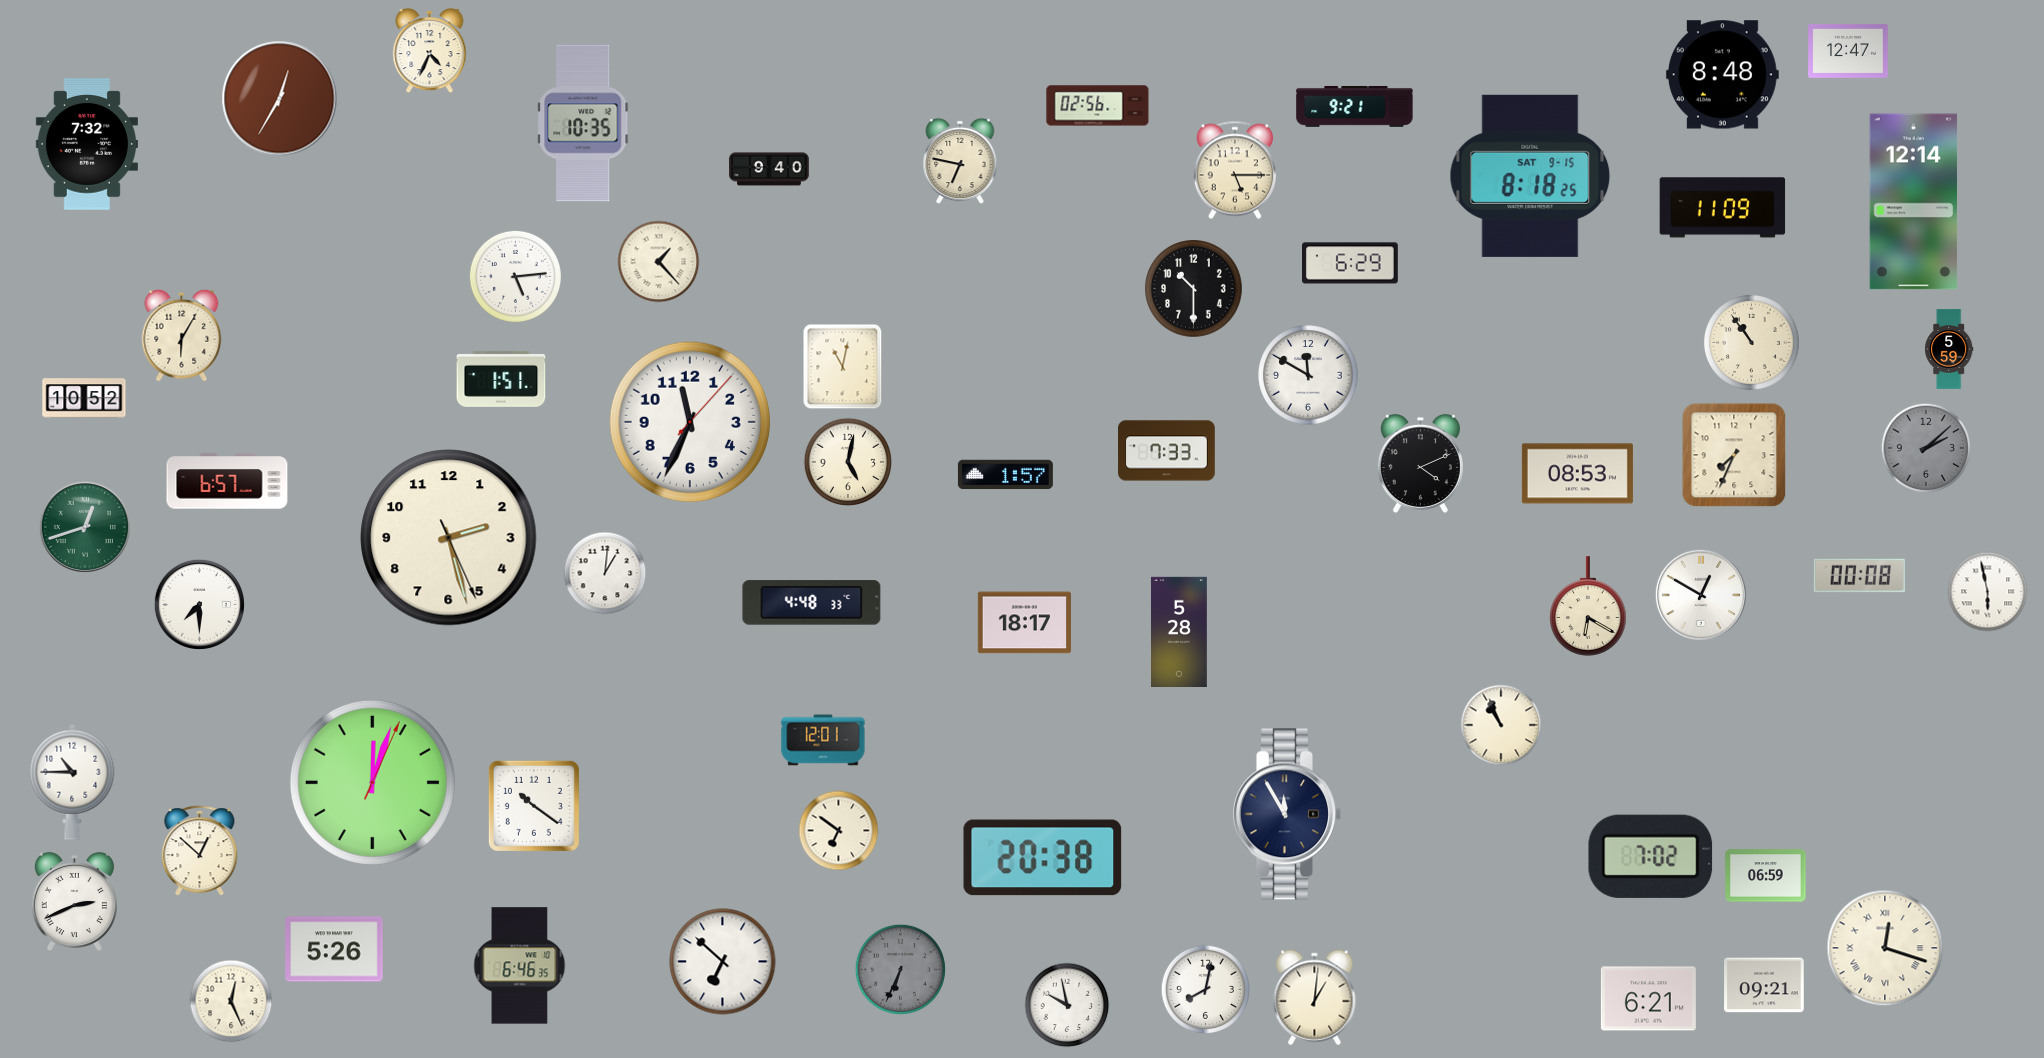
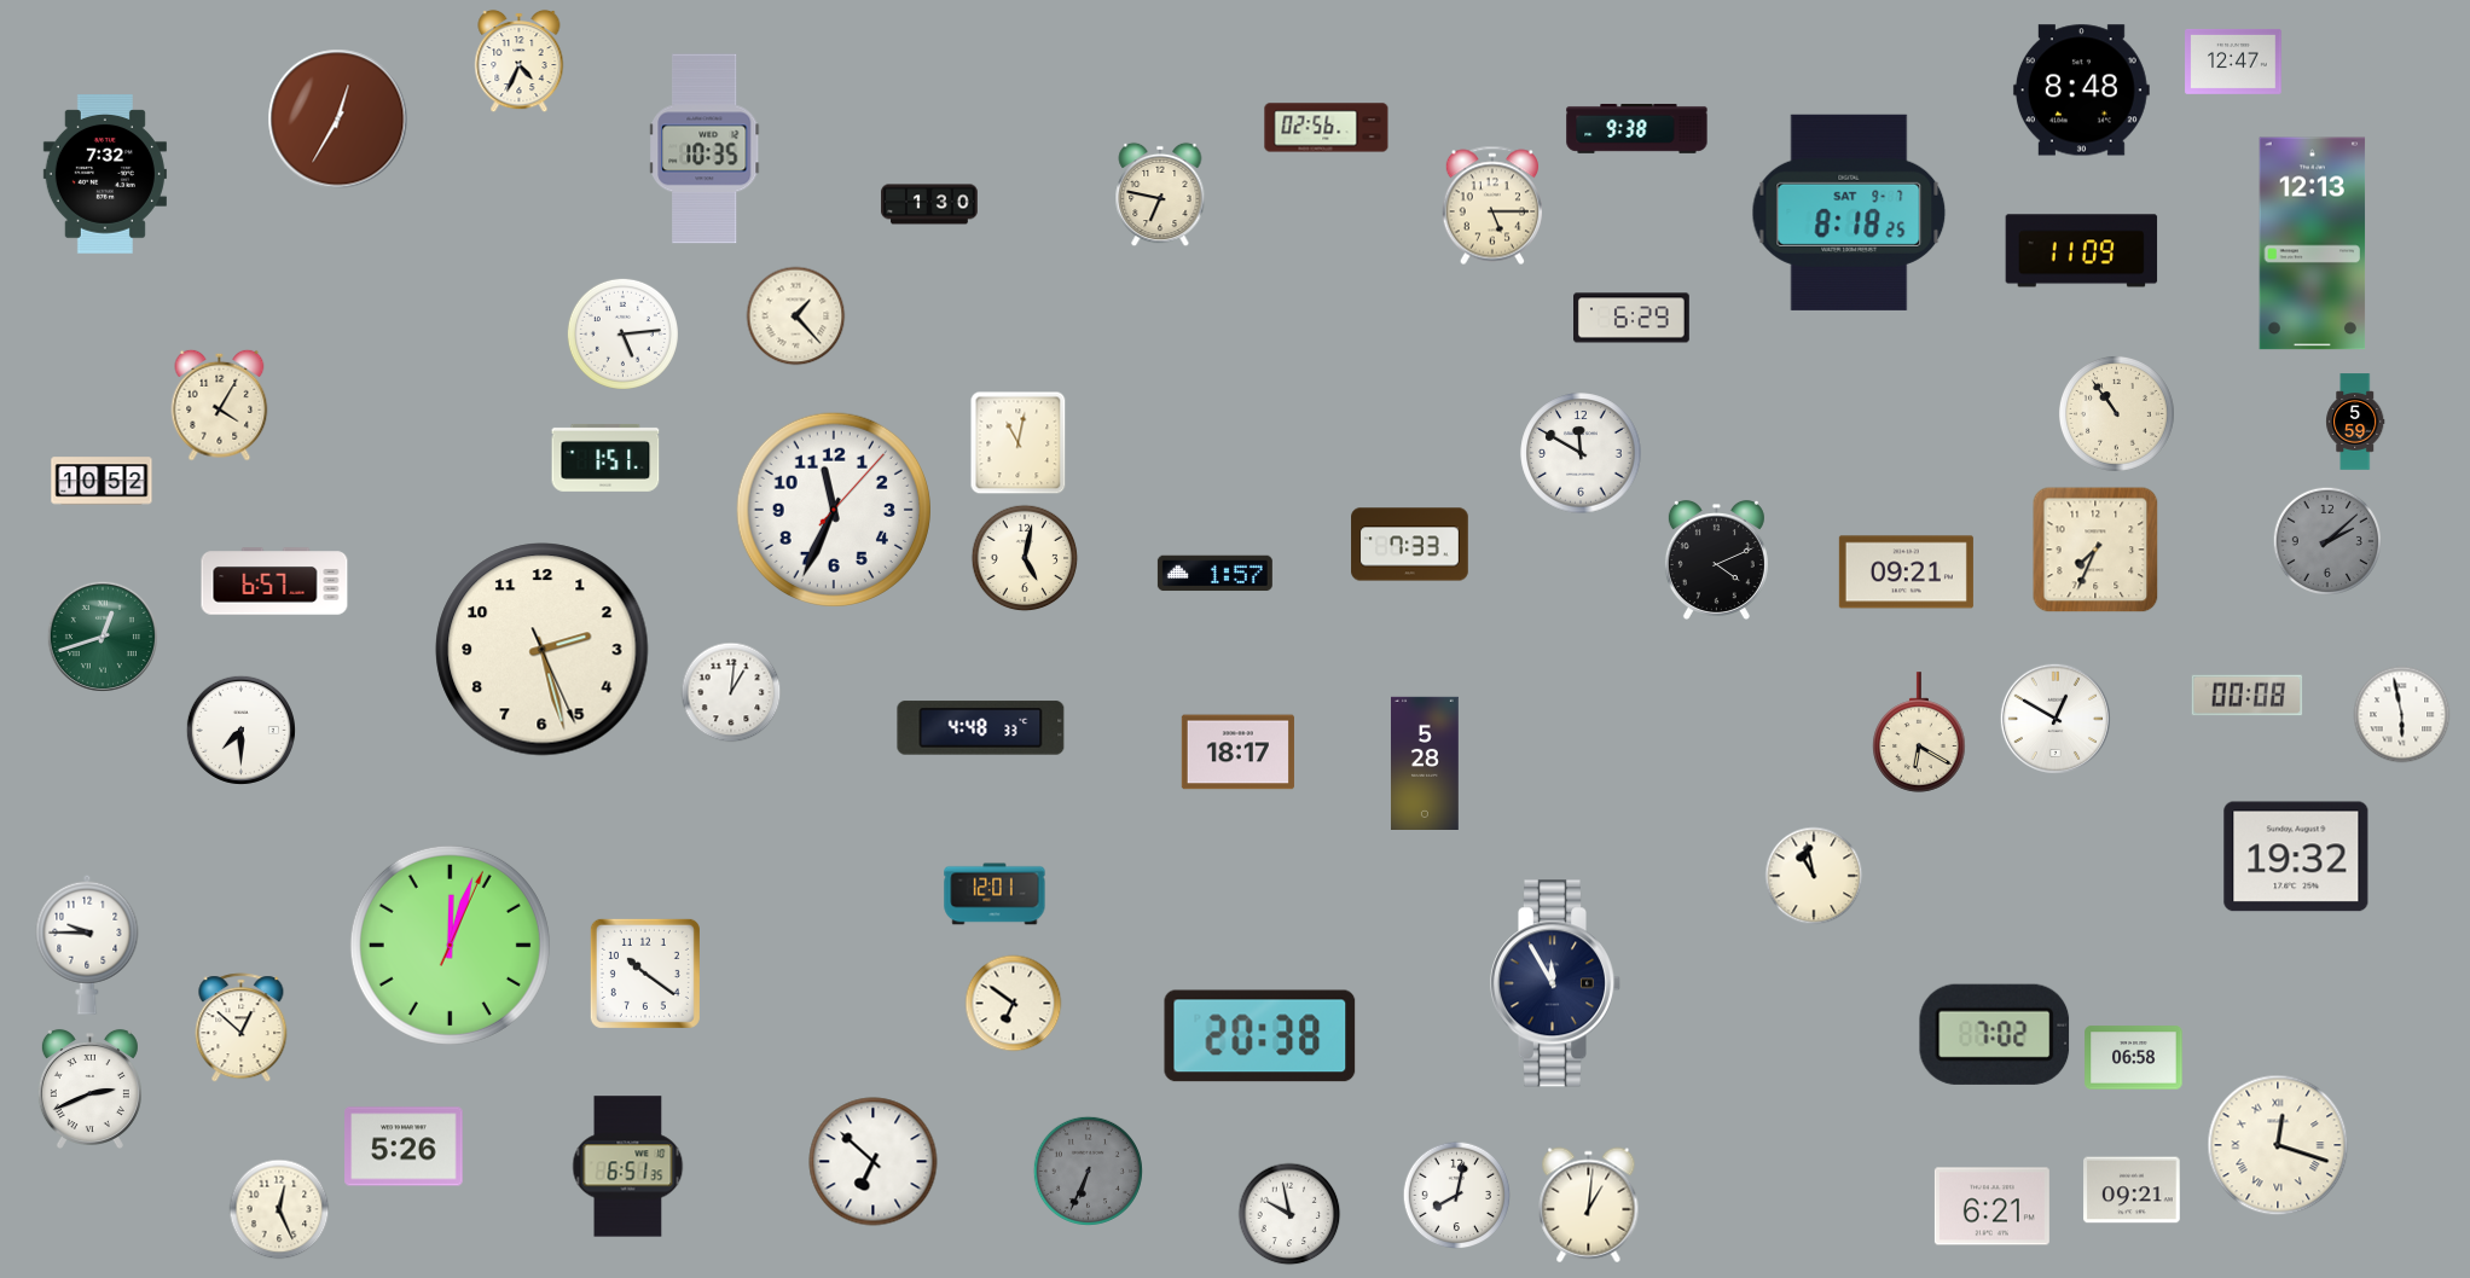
clock at (1355, 107): 9:21 -> 9:38
clock at (769, 169): 9:40 -> 1:30
clock at (1530, 176) date: SAT 9-15 -> SAT 9-7
clock at (1914, 202): 12:14 -> 12:13
clock at (1194, 289): 10:30 -> none
clock at (182, 335): 6:05 -> 4:05
clock at (1577, 474): 08:53 -> 09:21
clock at (2296, 856): none -> 19:32
clock at (1501, 725): 10:56 -> 10:58
clock at (72, 782): 10:45 -> 9:45
clock at (1766, 876): 06:59 -> 06:58
clock at (520, 966): 6:46 -> 6:51
